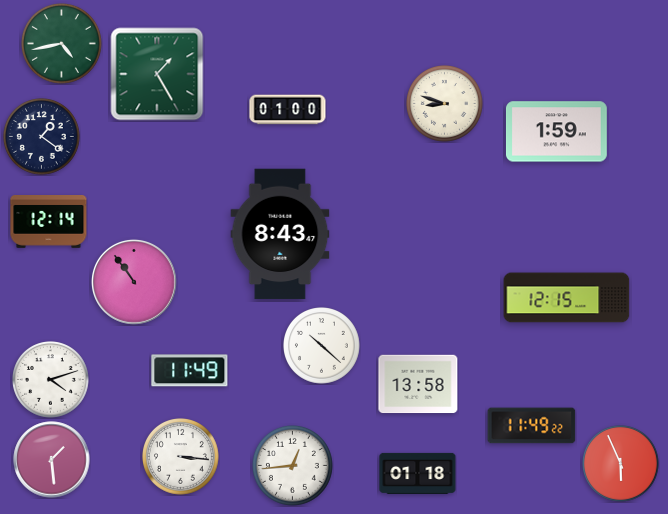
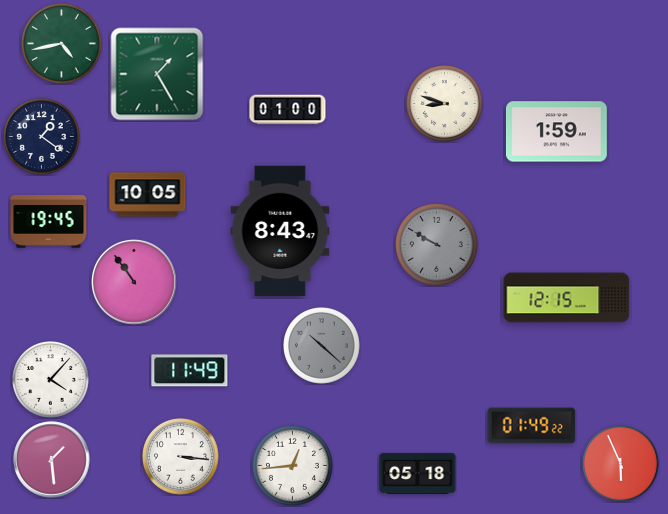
clock at (148, 195): none -> 10:05
clock at (49, 222): 12:14 -> 19:45
clock at (280, 234) position: (280, 234) -> (280, 231)
clock at (436, 244): none -> 9:50
clock at (322, 346) dial: white -> grey
clock at (51, 380): 4:12 -> 4:07
clock at (418, 384): 13:58 -> none
clock at (532, 426): 11:49 -> 01:49
clock at (418, 473): 01:18 -> 05:18
